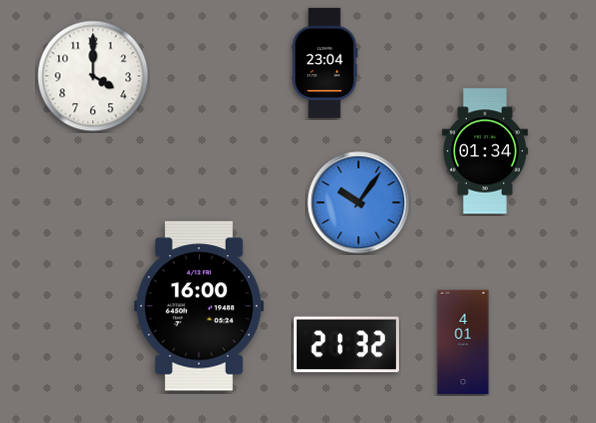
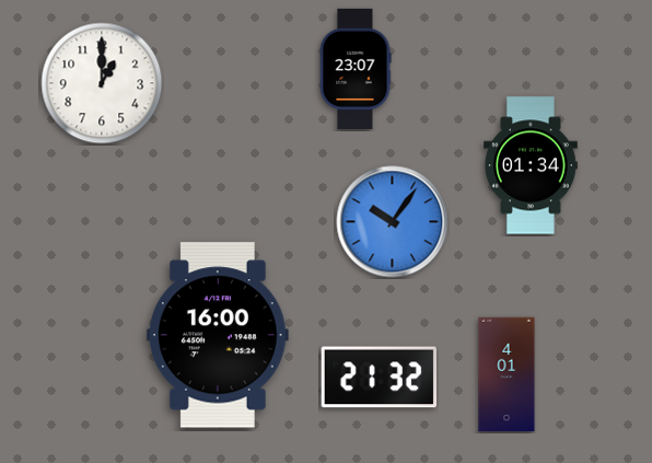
clock at (325, 63): 23:04 -> 23:07
clock at (93, 76): 4:00 -> 1:00
